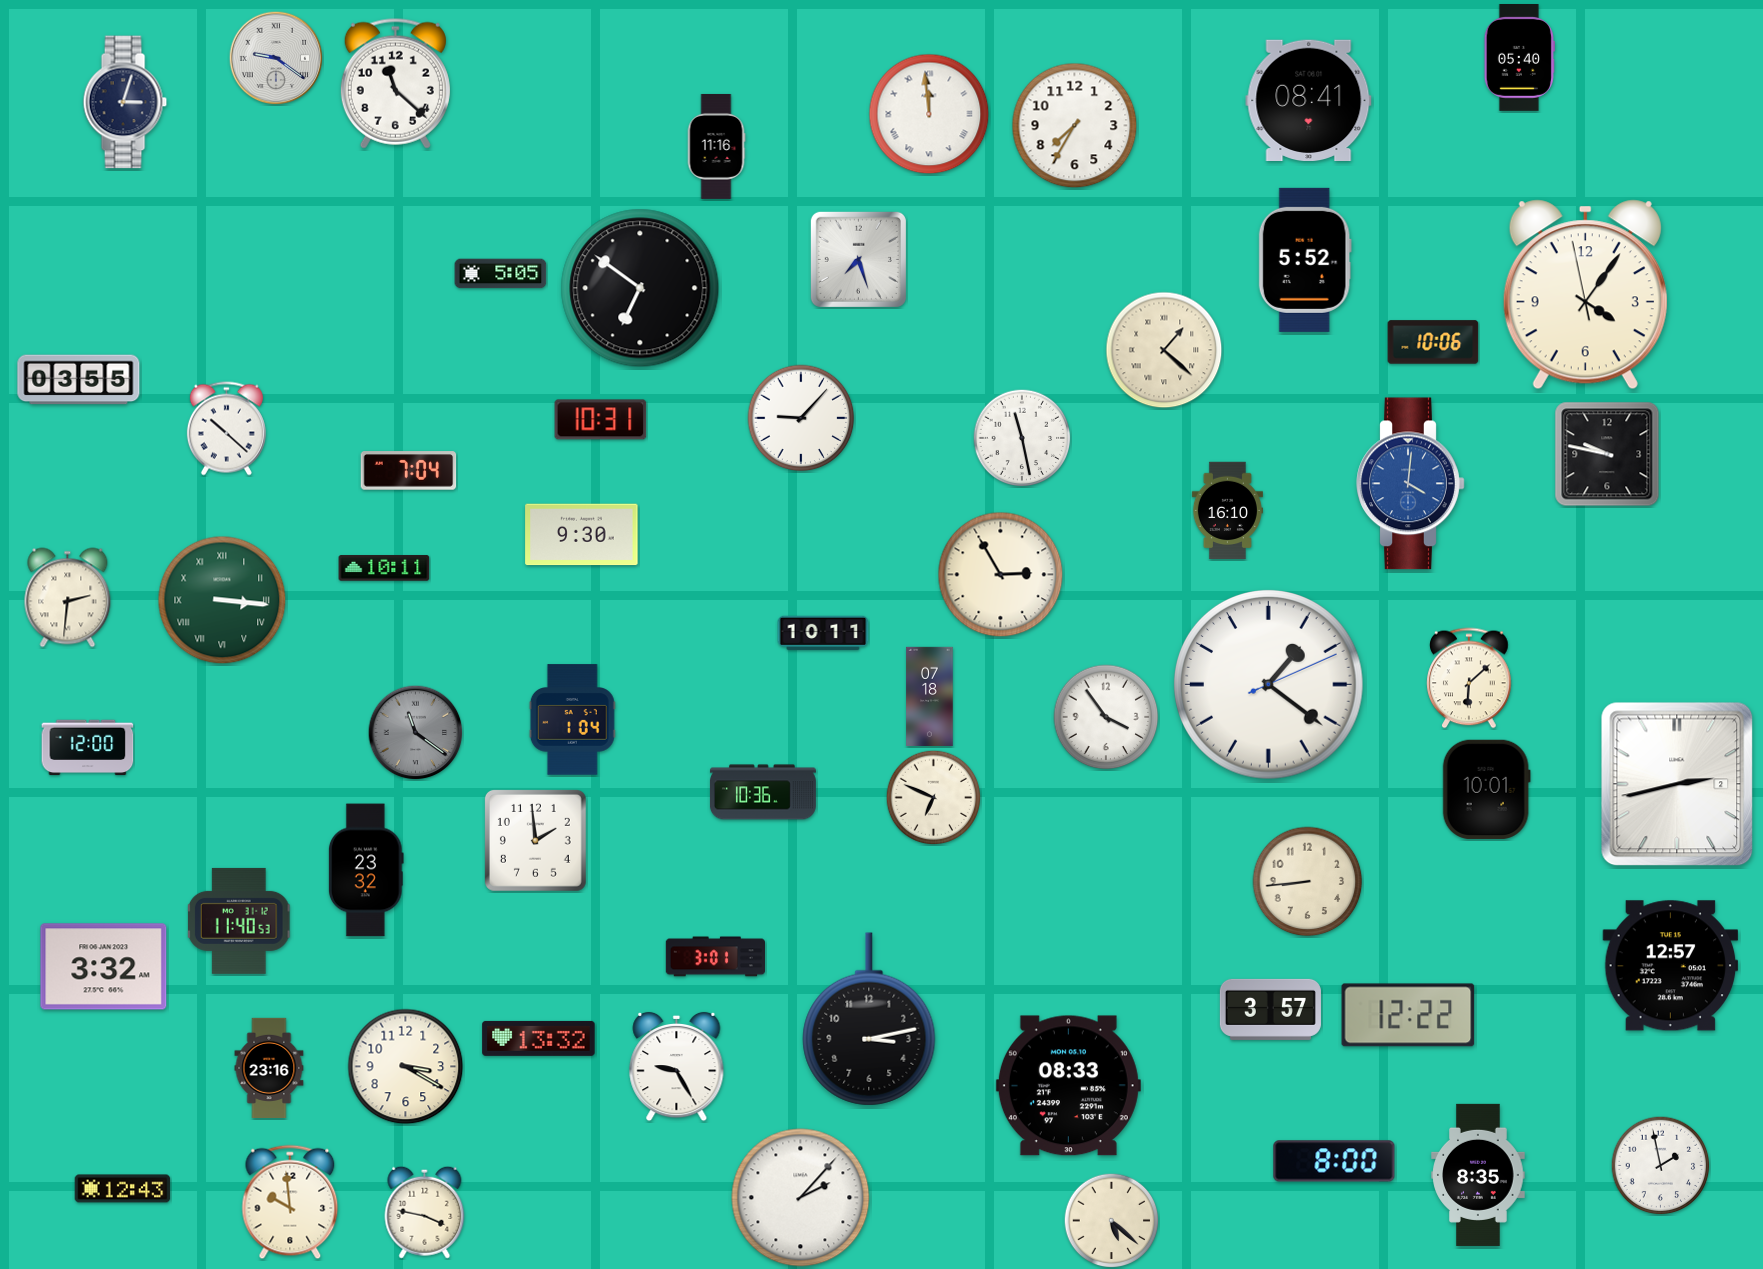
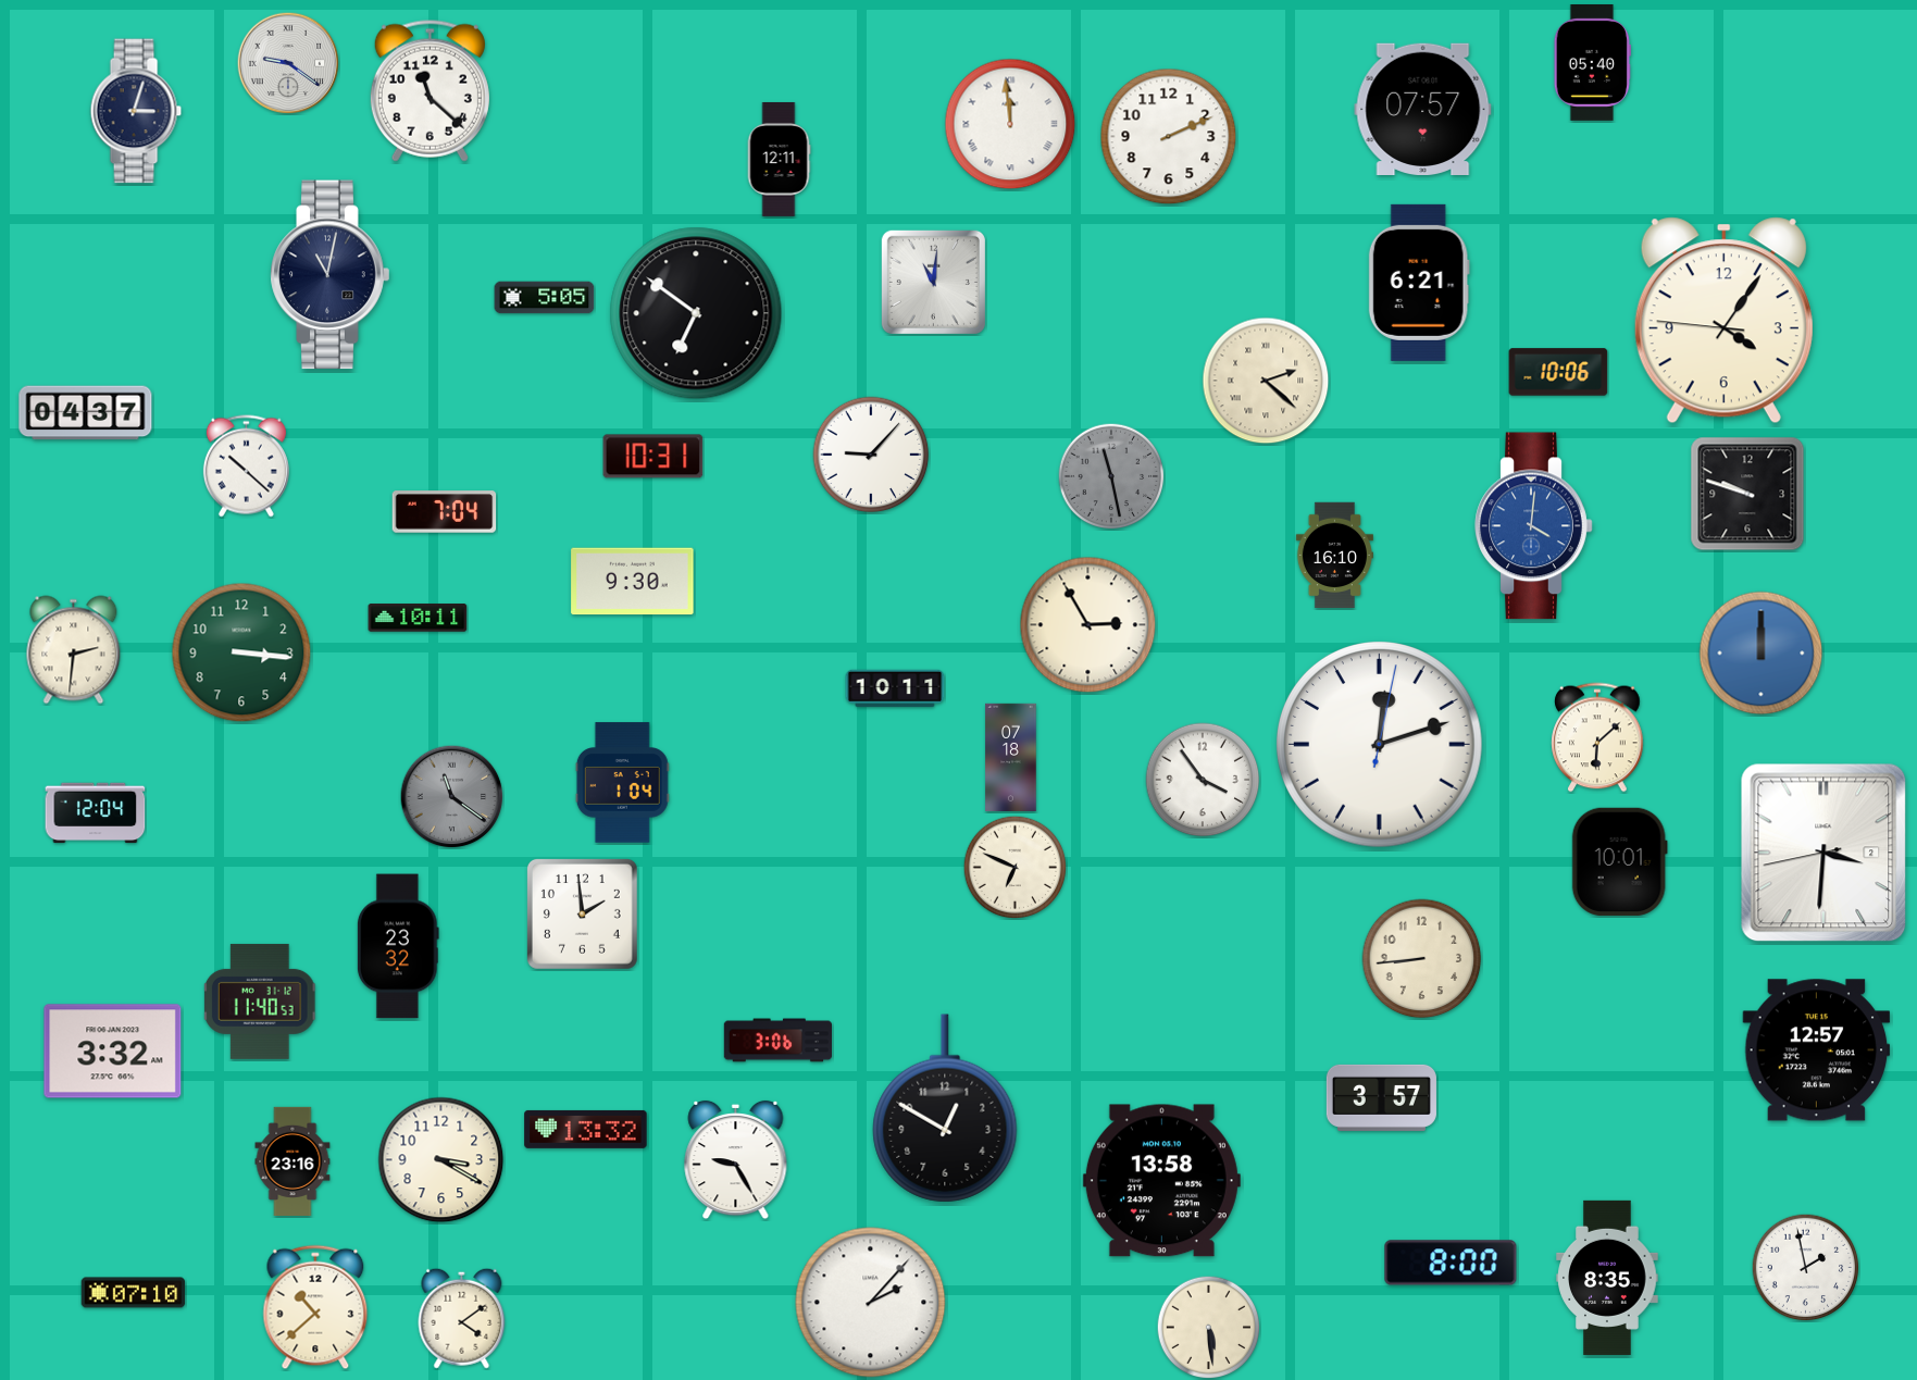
clock at (276, 58) position: (276, 58) -> (288, 63)
clock at (1519, 58) position: (1519, 58) -> (1592, 63)
clock at (1309, 100): 08:41 -> 07:57
clock at (1075, 126): 7:35 -> 2:11
clock at (716, 146): 11:16 -> 12:11
clock at (331, 275): none -> 11:02
clock at (858, 259): 7:27 -> 11:01
clock at (1305, 260): 5:52 -> 6:21
clock at (1585, 295): 4:05:58 -> 4:05:46
clock at (1164, 350): 1:22 -> 2:22
clock at (79, 380): 03:55 -> 04:37
clock at (1022, 438) dial: white -> grey
clock at (1607, 454): 9:47 -> 9:48
clock at (222, 600) numerals: Roman -> Arabic
clock at (1762, 654): none -> 12:00
clock at (1269, 685): 1:21 -> 12:12
clock at (88, 748): 12:00 -> 12:04
clock at (1677, 784): 2:42 -> 3:30
clock at (1486, 789) position: (1486, 789) -> (1619, 861)
clock at (763, 792): 10:36 -> none
clock at (715, 957): 3:01 -> 3:06
clock at (1408, 1015): 12:22 -> none
clock at (869, 1019): 3:13 -> 12:50
clock at (1068, 1086): 08:33 -> 13:58
clock at (123, 1189): 12:43 -> 07:10
clock at (290, 1202): 9:59 -> 10:38
clock at (425, 1212): 3:47 -> 4:09
clock at (1111, 1220): 5:22 -> 5:29
